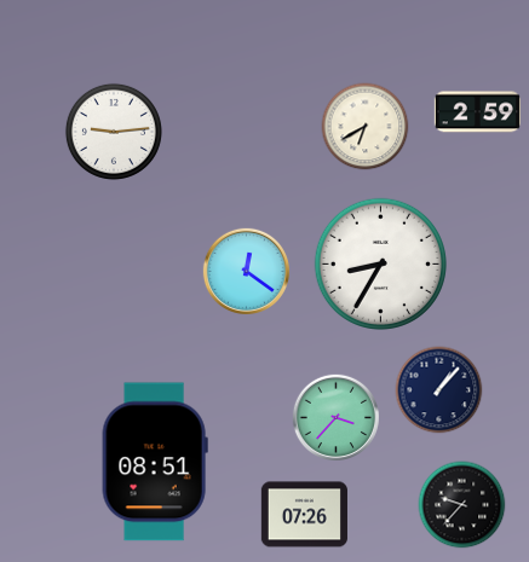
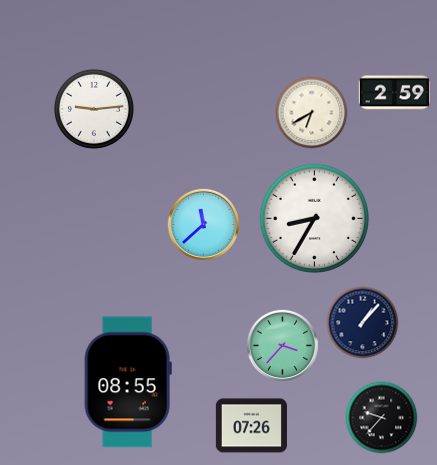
clock at (366, 127) position: (366, 127) -> (312, 113)
clock at (246, 271): 12:21 -> 11:38
clock at (335, 417) position: (335, 417) -> (282, 345)
clock at (155, 462): 08:51 -> 08:55
